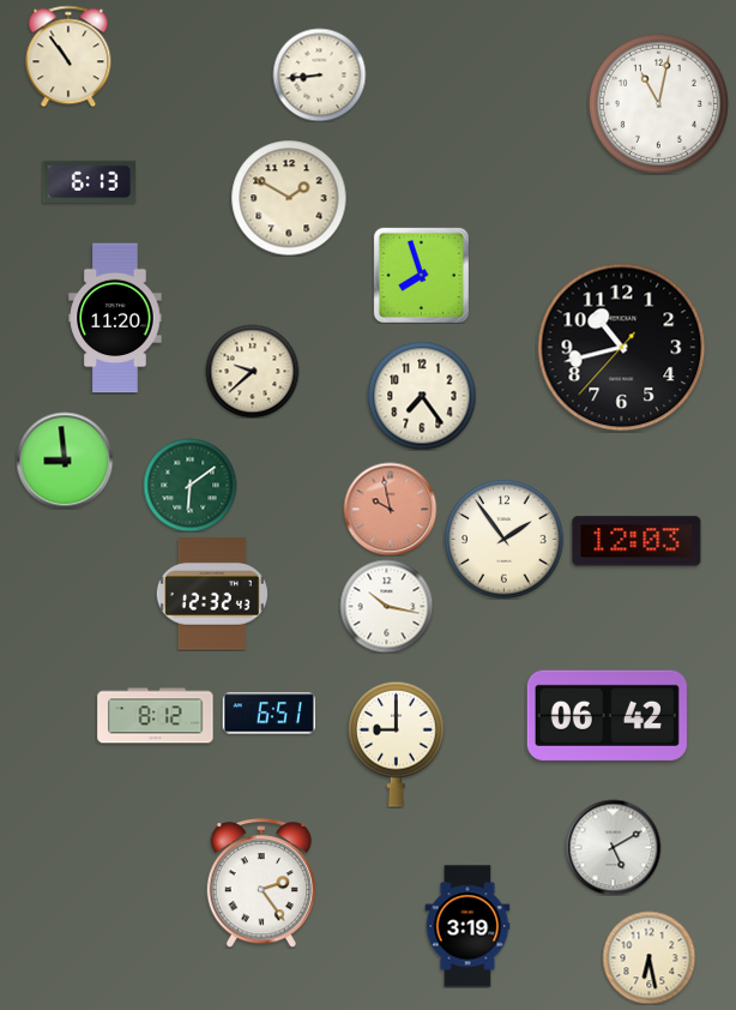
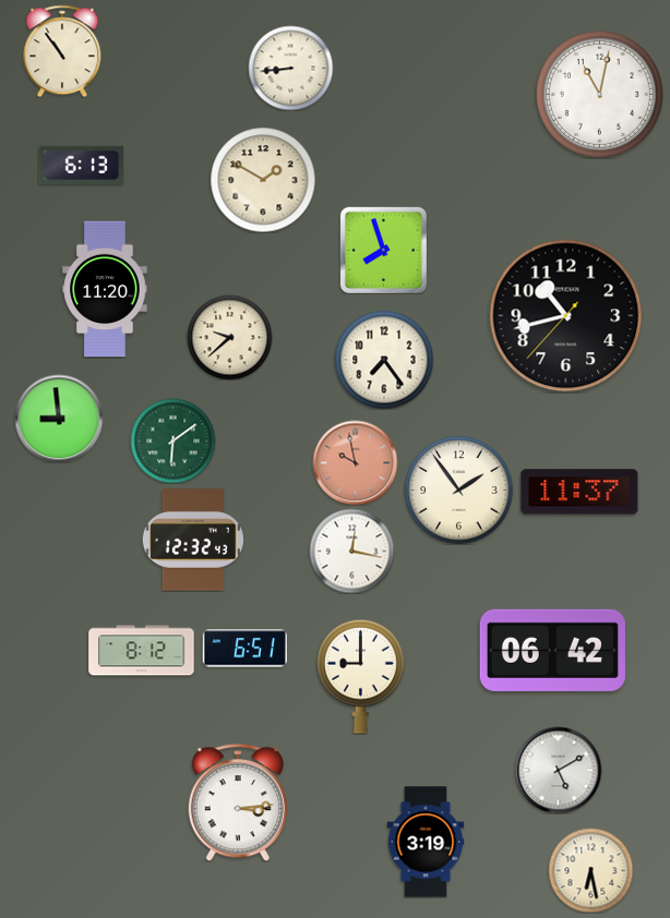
clock at (637, 541): 12:03 -> 11:37
clock at (386, 606): 10:17 -> 12:17
clock at (260, 883): 2:24 -> 3:14
